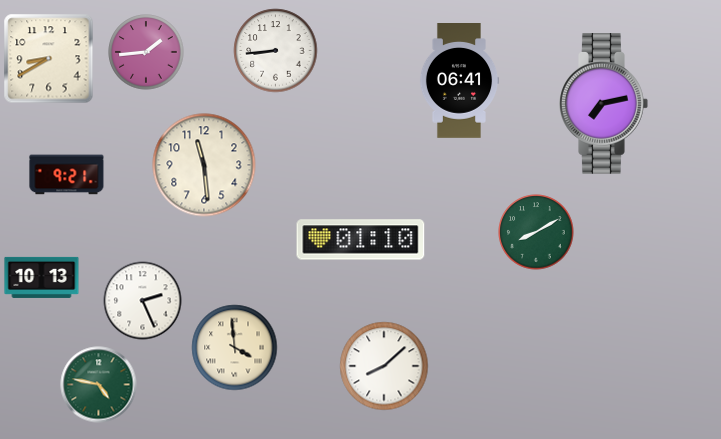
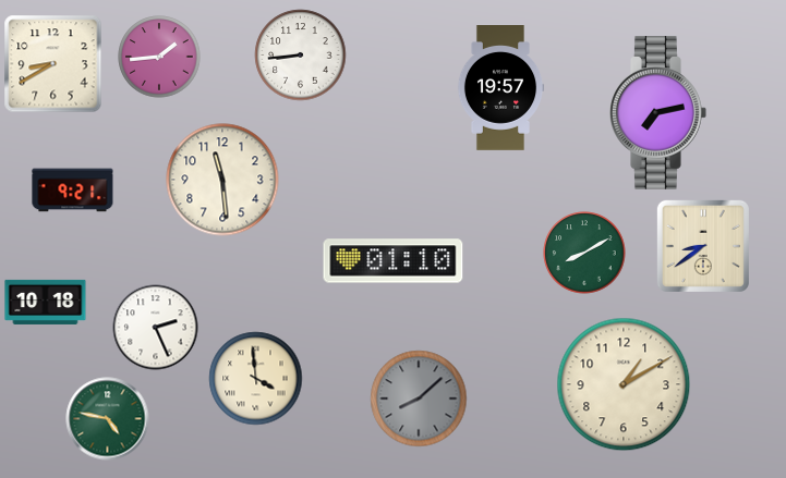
clock at (459, 81): 06:41 -> 19:57
clock at (703, 246): none -> 8:39
clock at (42, 277): 10:13 -> 10:18
clock at (624, 384): none -> 1:10
clock at (384, 366) dial: white -> grey
